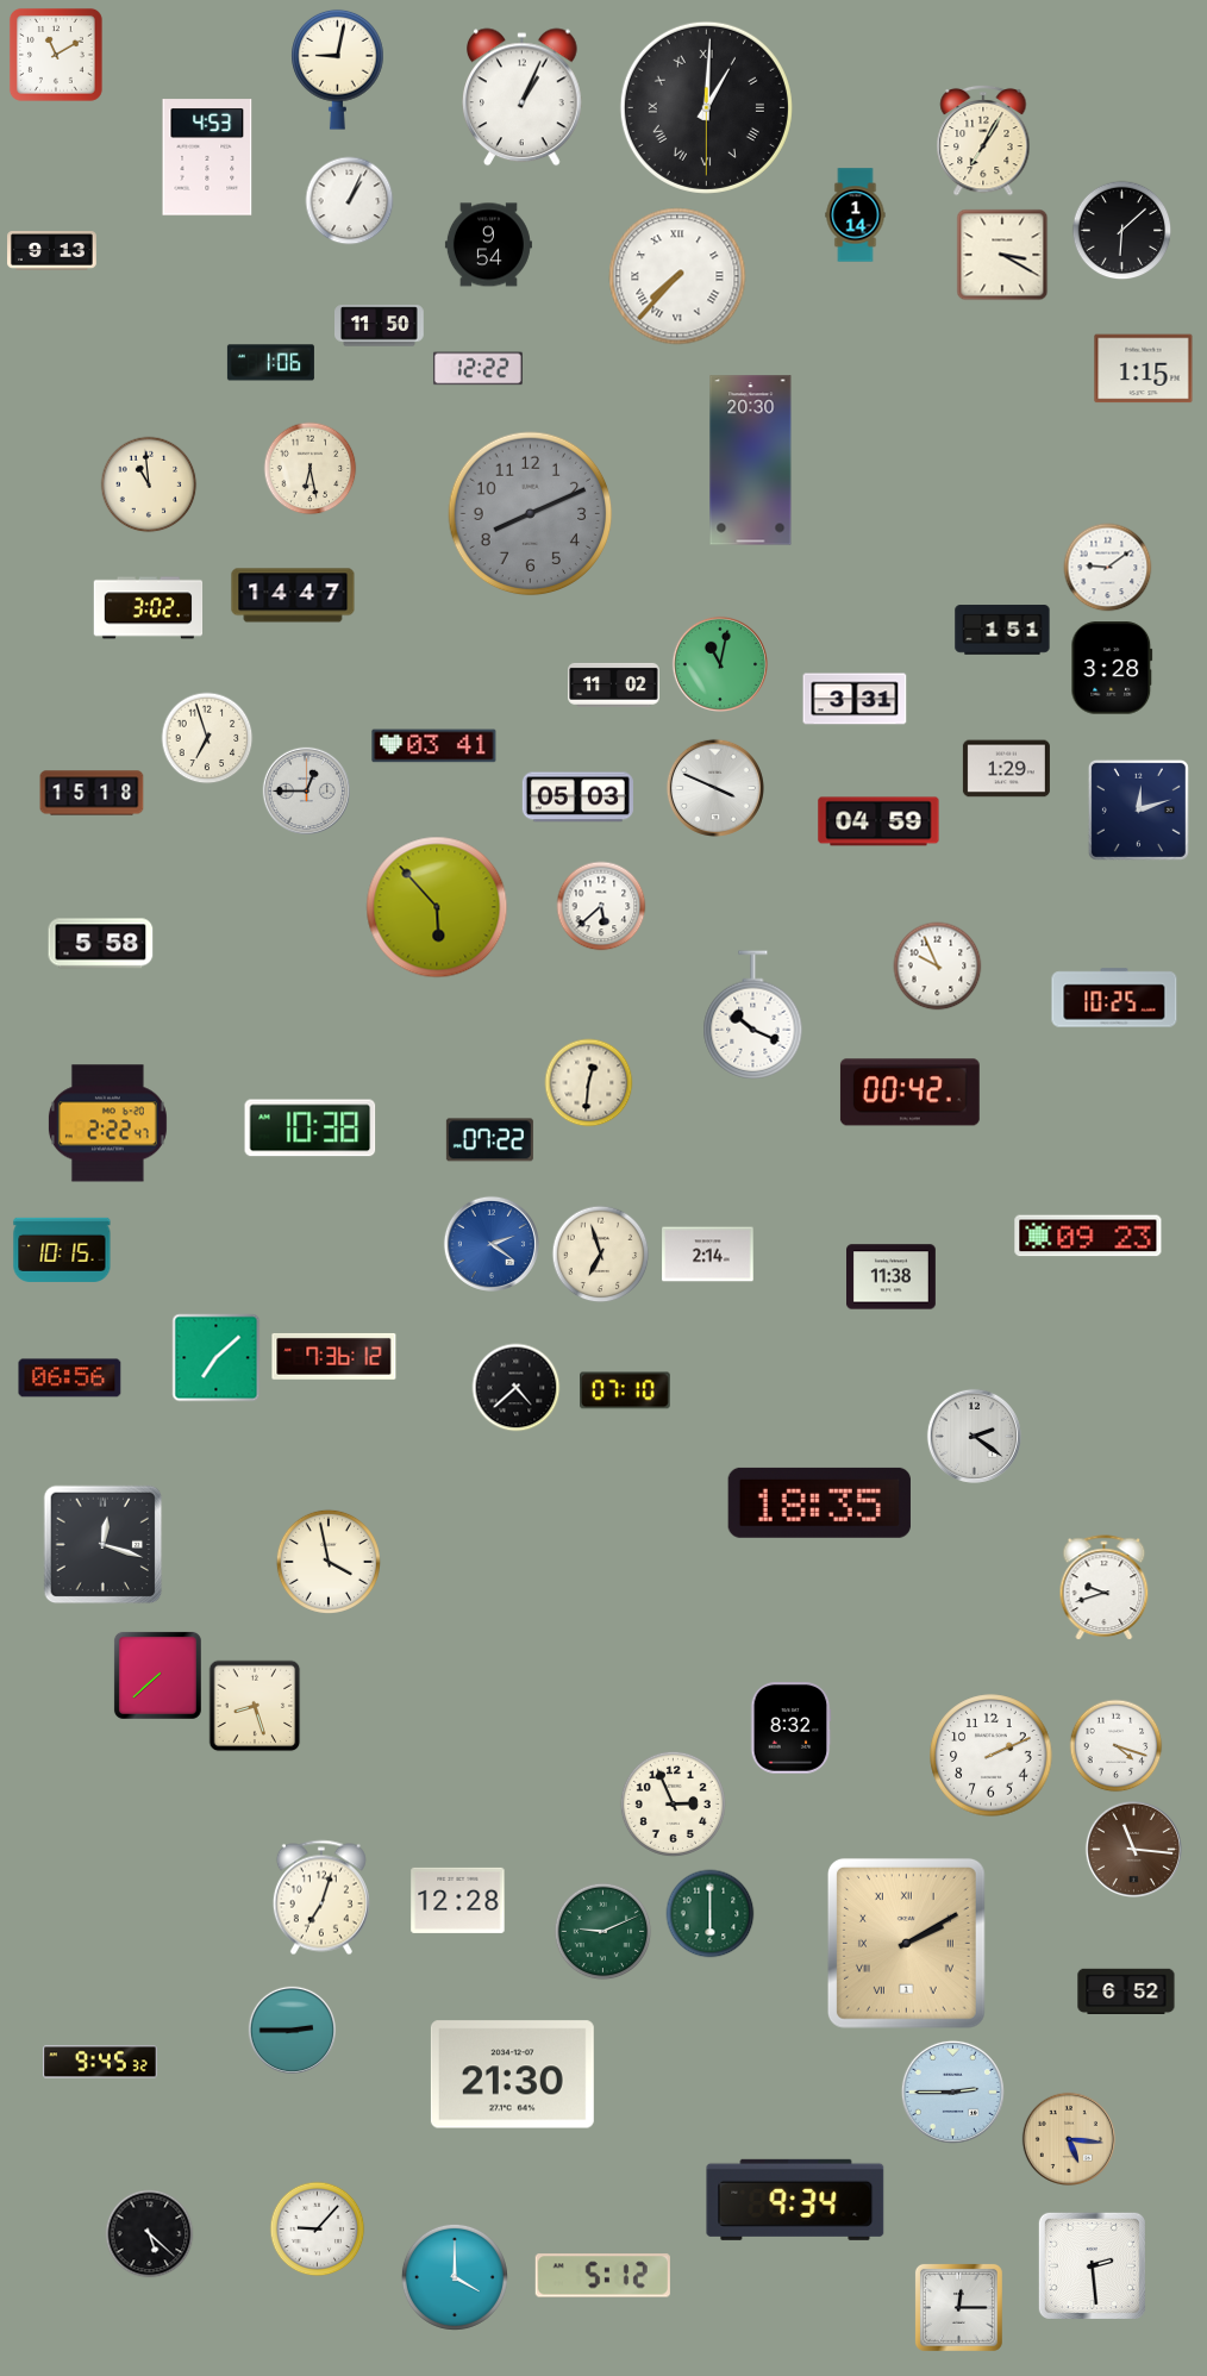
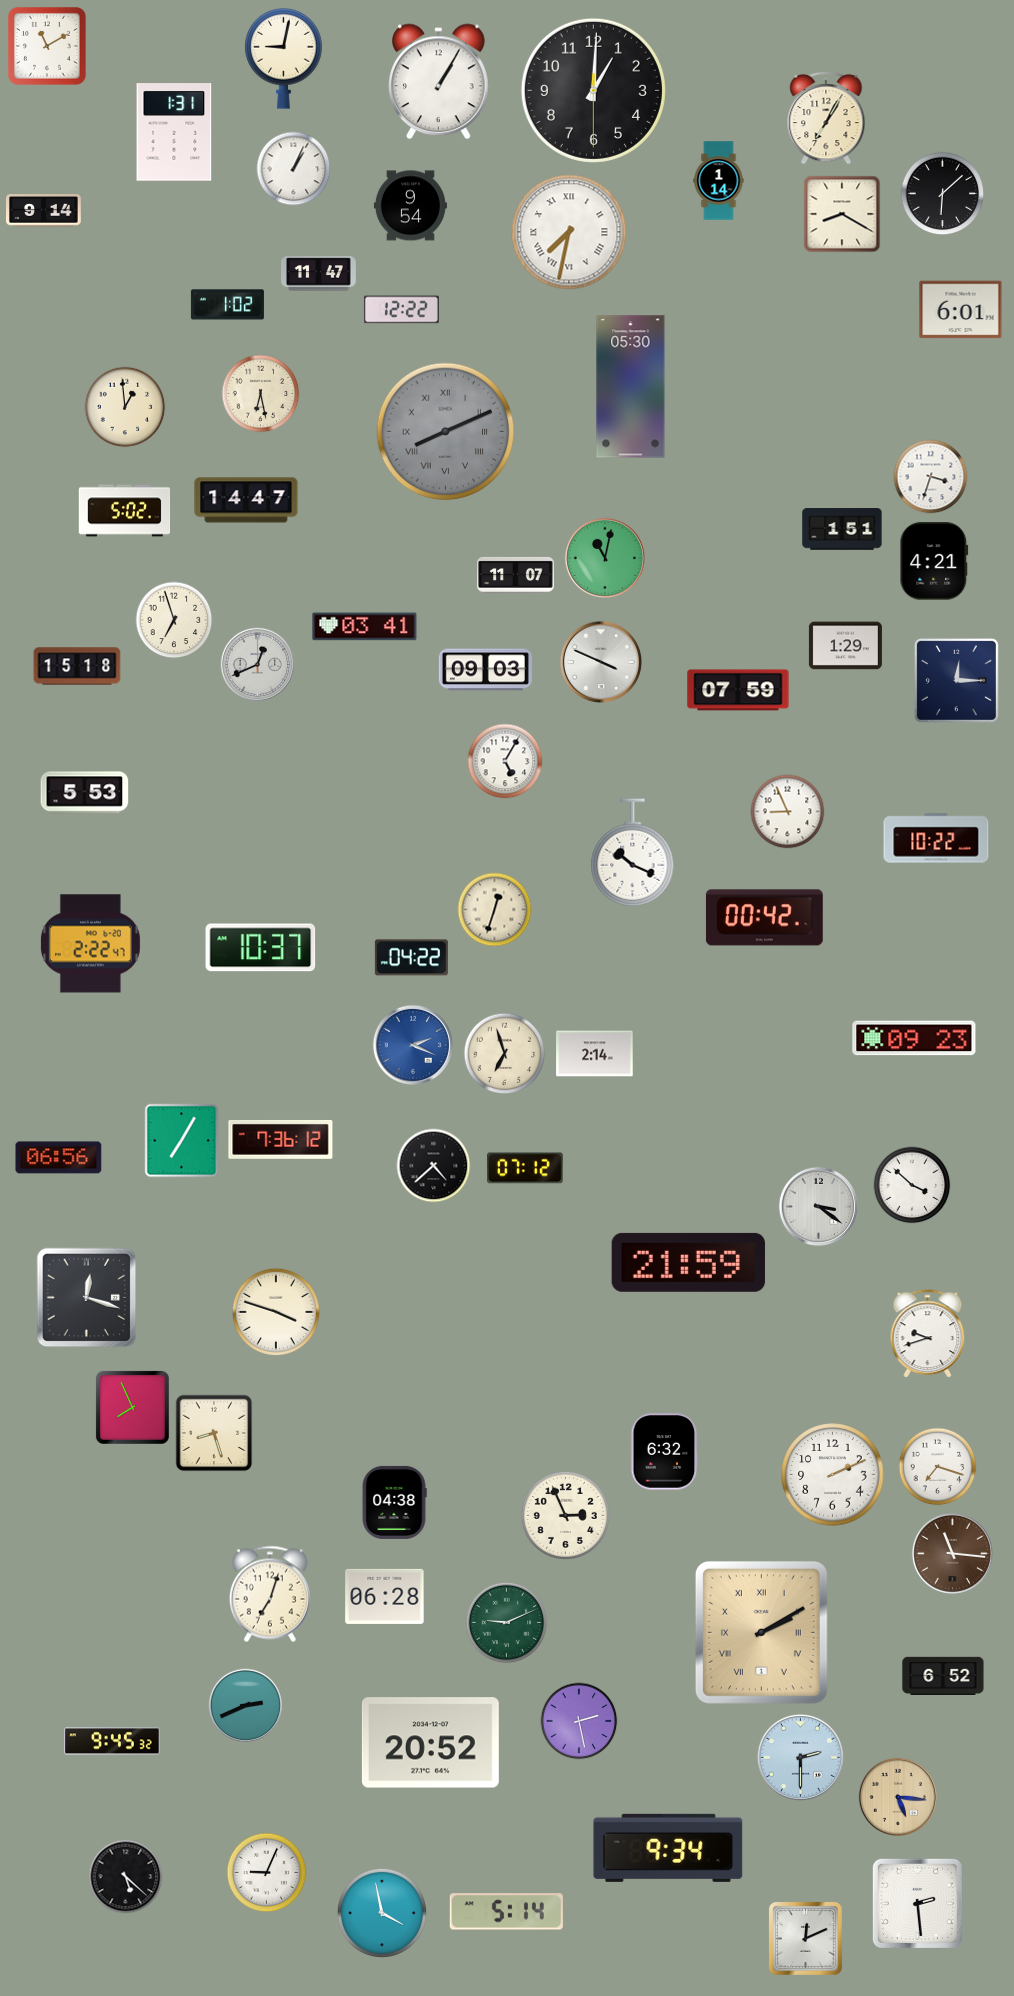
clock at (523, 98): 1:04 -> 1:05
clock at (706, 107) numerals: Roman -> Arabic
clock at (207, 157): 4:53 -> 1:31
clock at (52, 251): 9:13 -> 9:14
clock at (1002, 255): 3:20 -> 8:20
clock at (677, 276): 7:37 -> 7:32
clock at (380, 326): 11:50 -> 11:47
clock at (270, 363): 1:06 -> 1:02
clock at (1144, 369): 1:15 -> 6:01
clock at (751, 461): 20:30 -> 05:30
clock at (149, 484): 10:59 -> 12:59
clock at (531, 514) numerals: Arabic -> Roman
clock at (1108, 568): 9:09 -> 3:33
clock at (149, 608): 3:02 -> 5:02
clock at (1112, 668): 3:28 -> 4:21
clock at (614, 684): 11:02 -> 11:07
clock at (855, 699): 3:31 -> none
clock at (306, 792): 12:45 -> 12:41
clock at (577, 798): 05:03 -> 09:03
clock at (1138, 809): 12:12 -> 12:15
clock at (878, 821): 04:59 -> 07:59
clock at (601, 906): 5:38 -> 5:05
clock at (437, 907): 5:53 -> none
clock at (101, 944): 5:58 -> 5:53
clock at (938, 967): 9:56 -> 8:56
clock at (1114, 998): 10:25 -> 10:22
clock at (589, 1083): 12:31 -> 12:33
clock at (311, 1128): 10:38 -> 10:37
clock at (489, 1140): 07:22 -> 04:22
clock at (492, 1244): 2:21 -> 2:19
clock at (62, 1250): 10:15 -> none
clock at (892, 1277): 11:38 -> none
clock at (217, 1358): 7:08 -> 7:05
clock at (626, 1390): 07:10 -> 07:12
clock at (912, 1185): none -> 3:52
clock at (974, 1436): 2:21 -> 3:21
clock at (819, 1502): 18:35 -> 21:59
clock at (329, 1562): 3:58 -> 3:48
clock at (157, 1675): 7:38 -> 7:56
clock at (792, 1728): 8:32 -> 6:32
clock at (1117, 1746): 4:18 -> 7:18
clock at (394, 1502): none -> 04:38
clock at (458, 1900): 12:28 -> 06:28
clock at (711, 1914): 6:00 -> none
clock at (1126, 1990) position: (1126, 1990) -> (943, 1675)
clock at (292, 2031): 2:45 -> 2:41
clock at (579, 1721): none -> 2:28
clock at (101, 2062) position: (101, 2062) -> (113, 1741)
clock at (512, 2075): 21:30 -> 20:52
clock at (952, 2091): 2:45 -> 2:30
clock at (318, 2230): 9:07 -> 9:04
clock at (602, 2276): 5:12 -> 5:14
clock at (455, 2277): 4:00 -> 3:58
clock at (958, 2307): 12:15 -> 12:11
